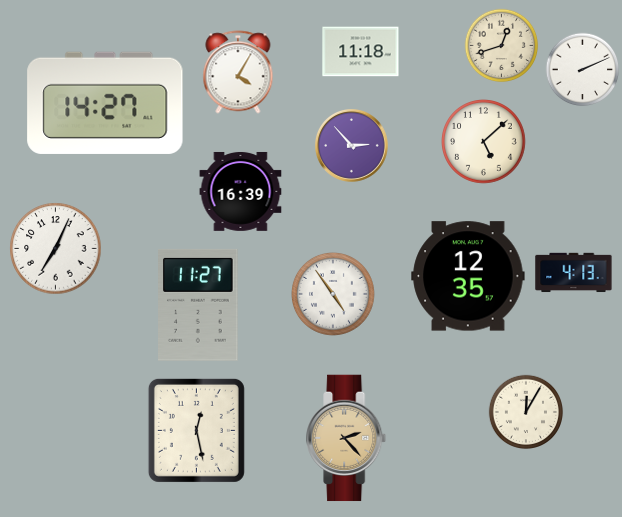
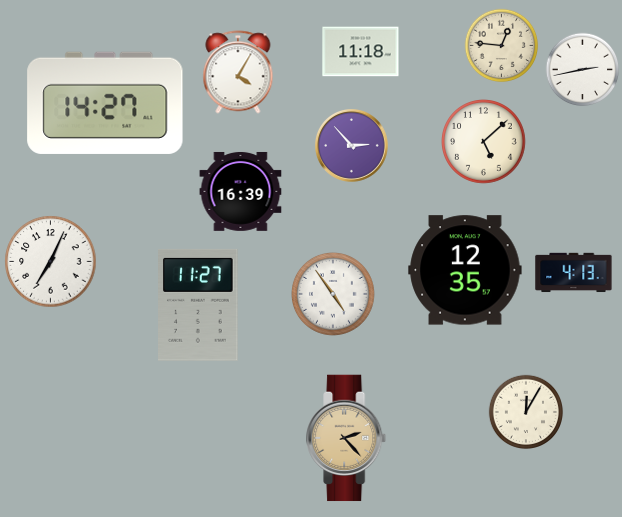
clock at (502, 46): 12:42 -> 12:46
clock at (583, 70): 2:11 -> 2:43
clock at (56, 249) position: (56, 249) -> (51, 262)
clock at (468, 276) position: (468, 276) -> (465, 270)
clock at (196, 430): 12:28 -> none
